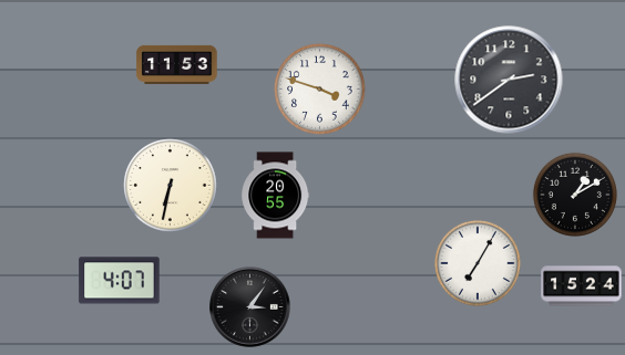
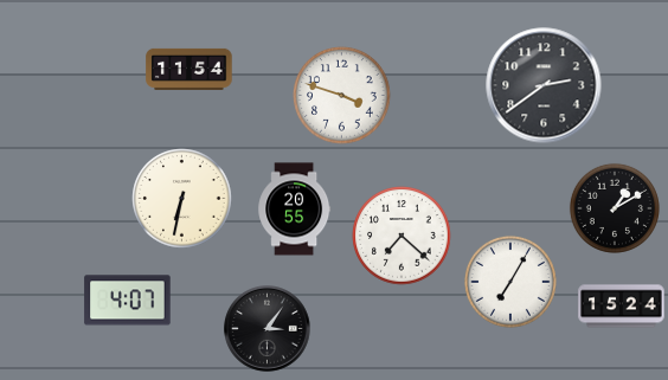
clock at (177, 64): 11:53 -> 11:54
clock at (402, 236): none -> 7:22
